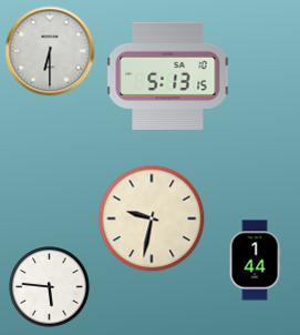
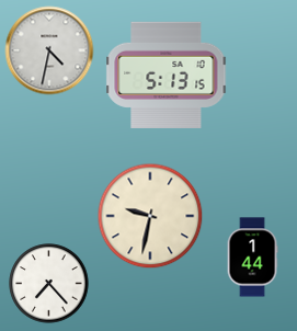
clock at (50, 51): 6:30 -> 4:32
clock at (50, 287): 5:46 -> 7:23
